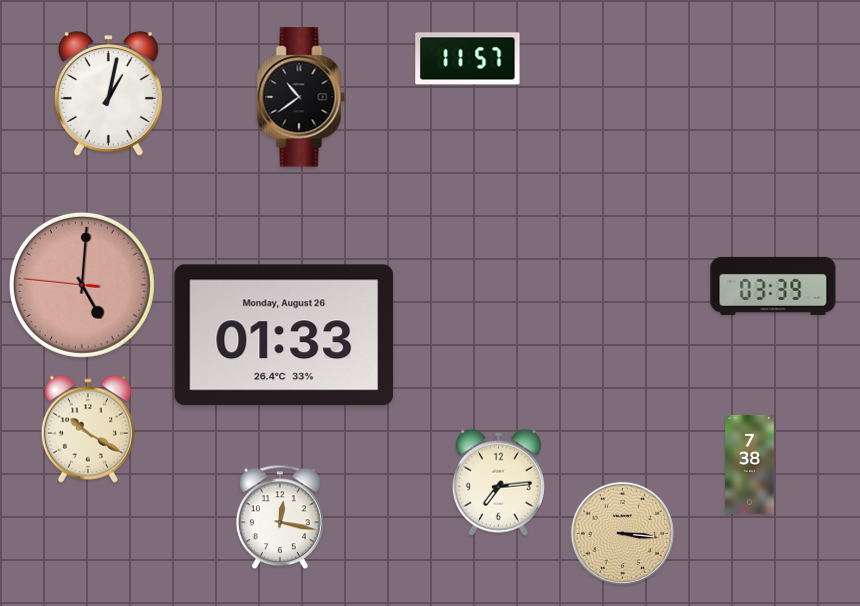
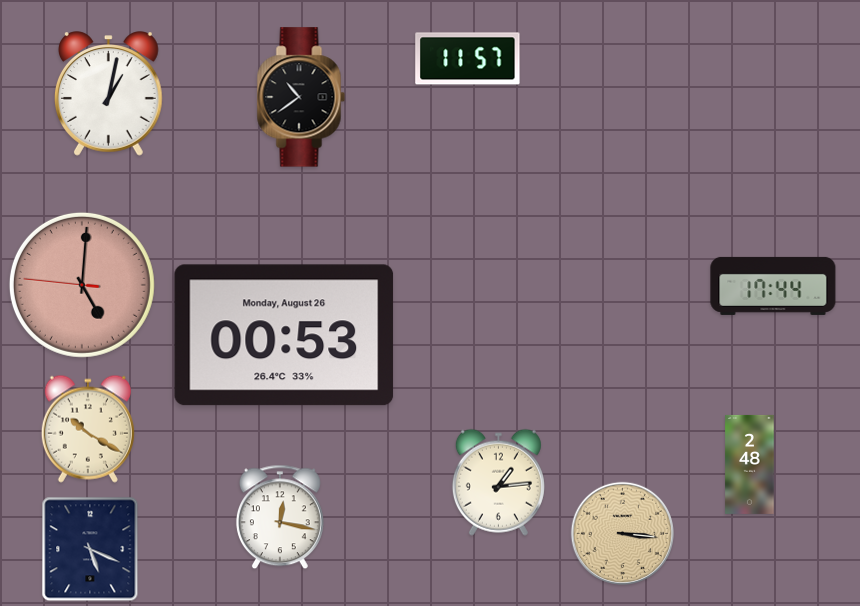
clock at (773, 286): 03:39 -> 17:44
clock at (284, 335): 01:33 -> 00:53
clock at (750, 464): 7:38 -> 2:48
clock at (498, 482): 7:14 -> 1:14
clock at (90, 549): none -> 5:19
